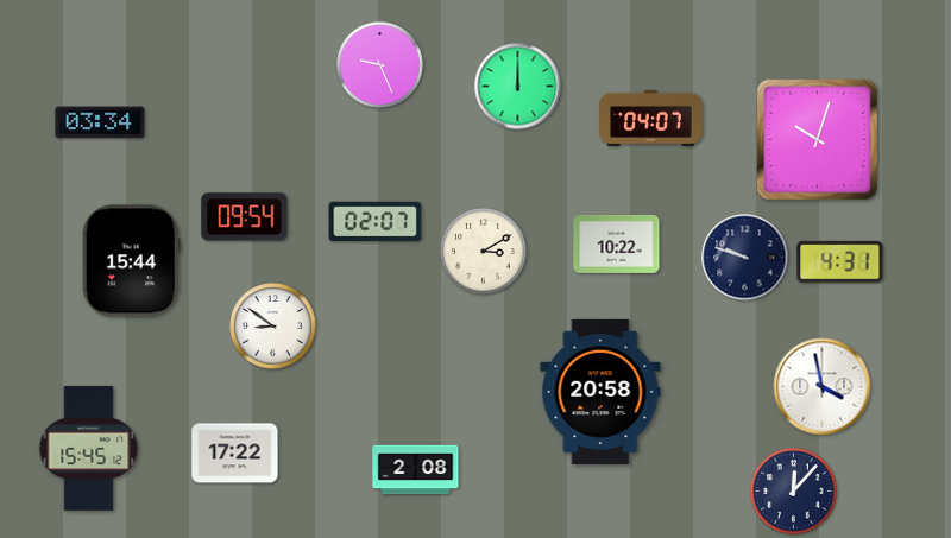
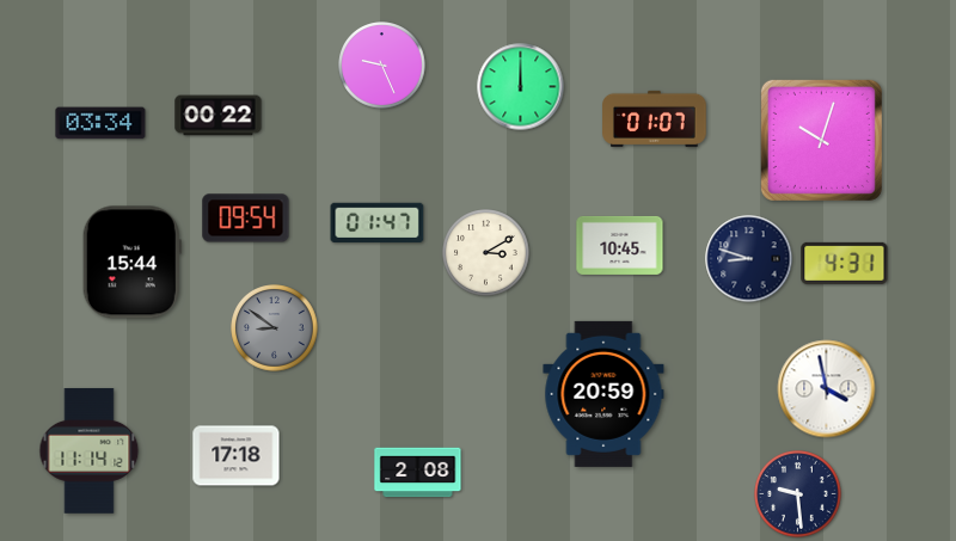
clock at (219, 116): none -> 00:22
clock at (651, 118): 04:07 -> 01:07
clock at (376, 222): 02:07 -> 01:47
clock at (617, 243): 10:22 -> 10:45
clock at (745, 258): 9:48 -> 8:48
clock at (273, 327) dial: white -> grey
clock at (600, 392): 20:58 -> 20:59
clock at (89, 449): 15:45 -> 11:14
clock at (235, 454): 17:22 -> 17:18
clock at (794, 492): 12:07 -> 9:29
